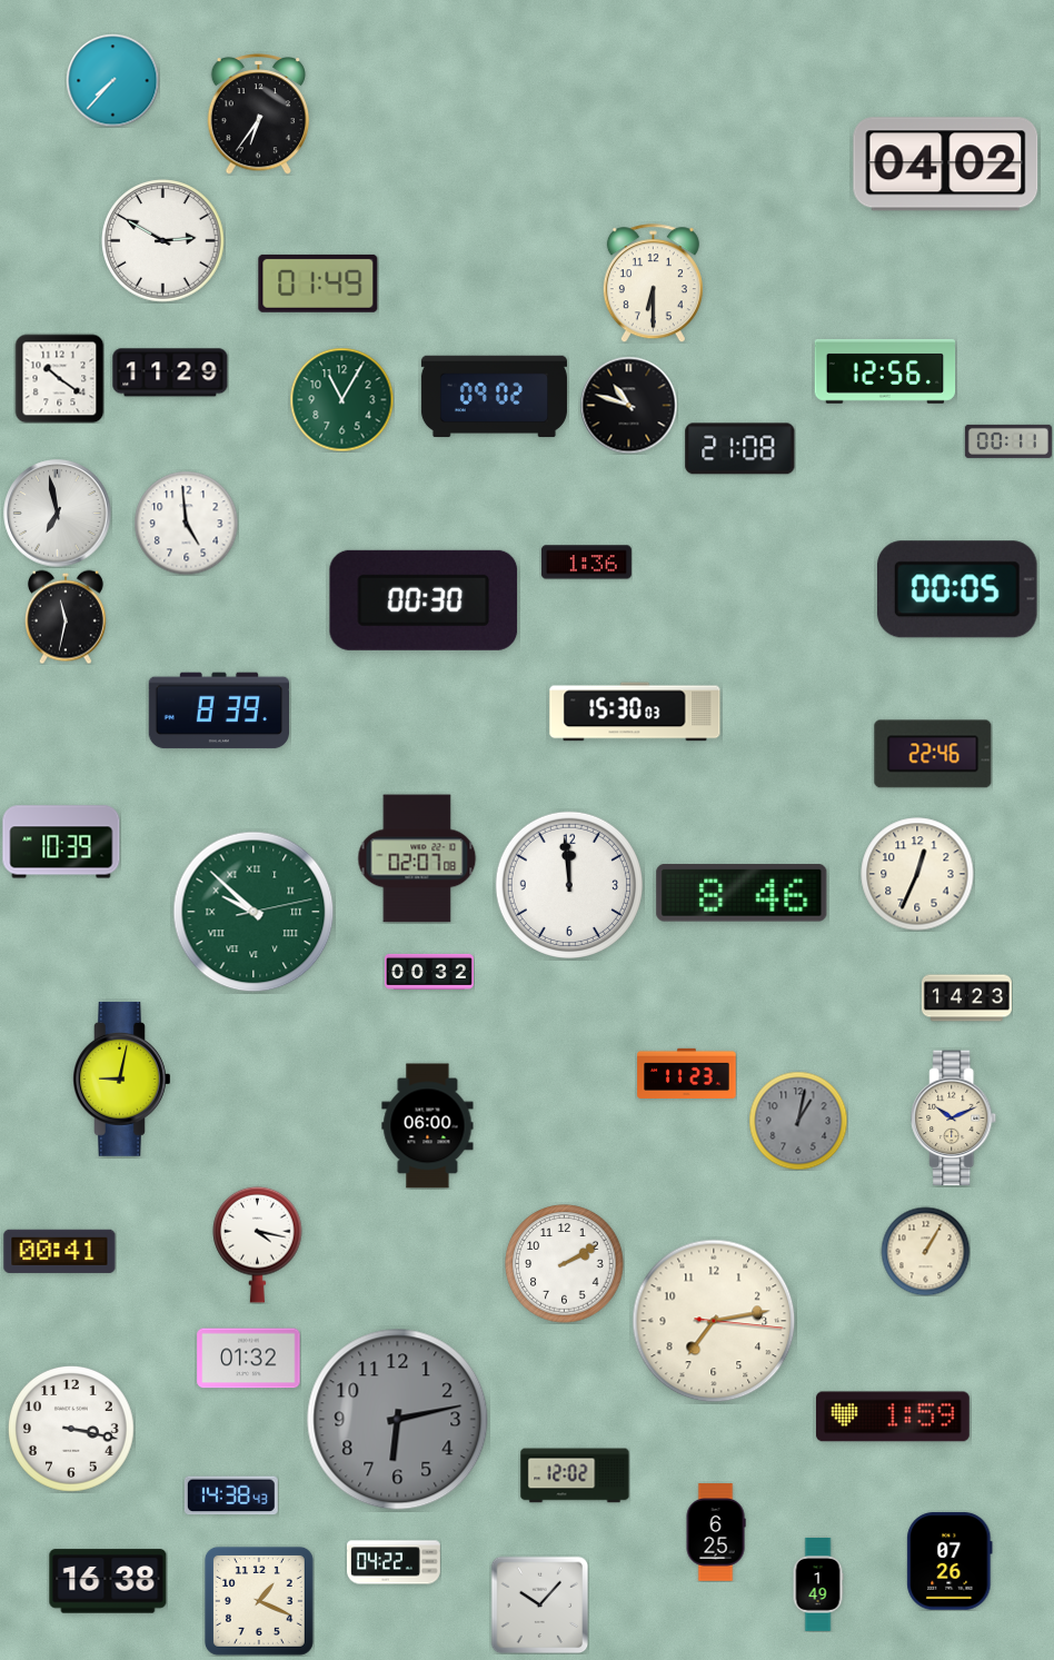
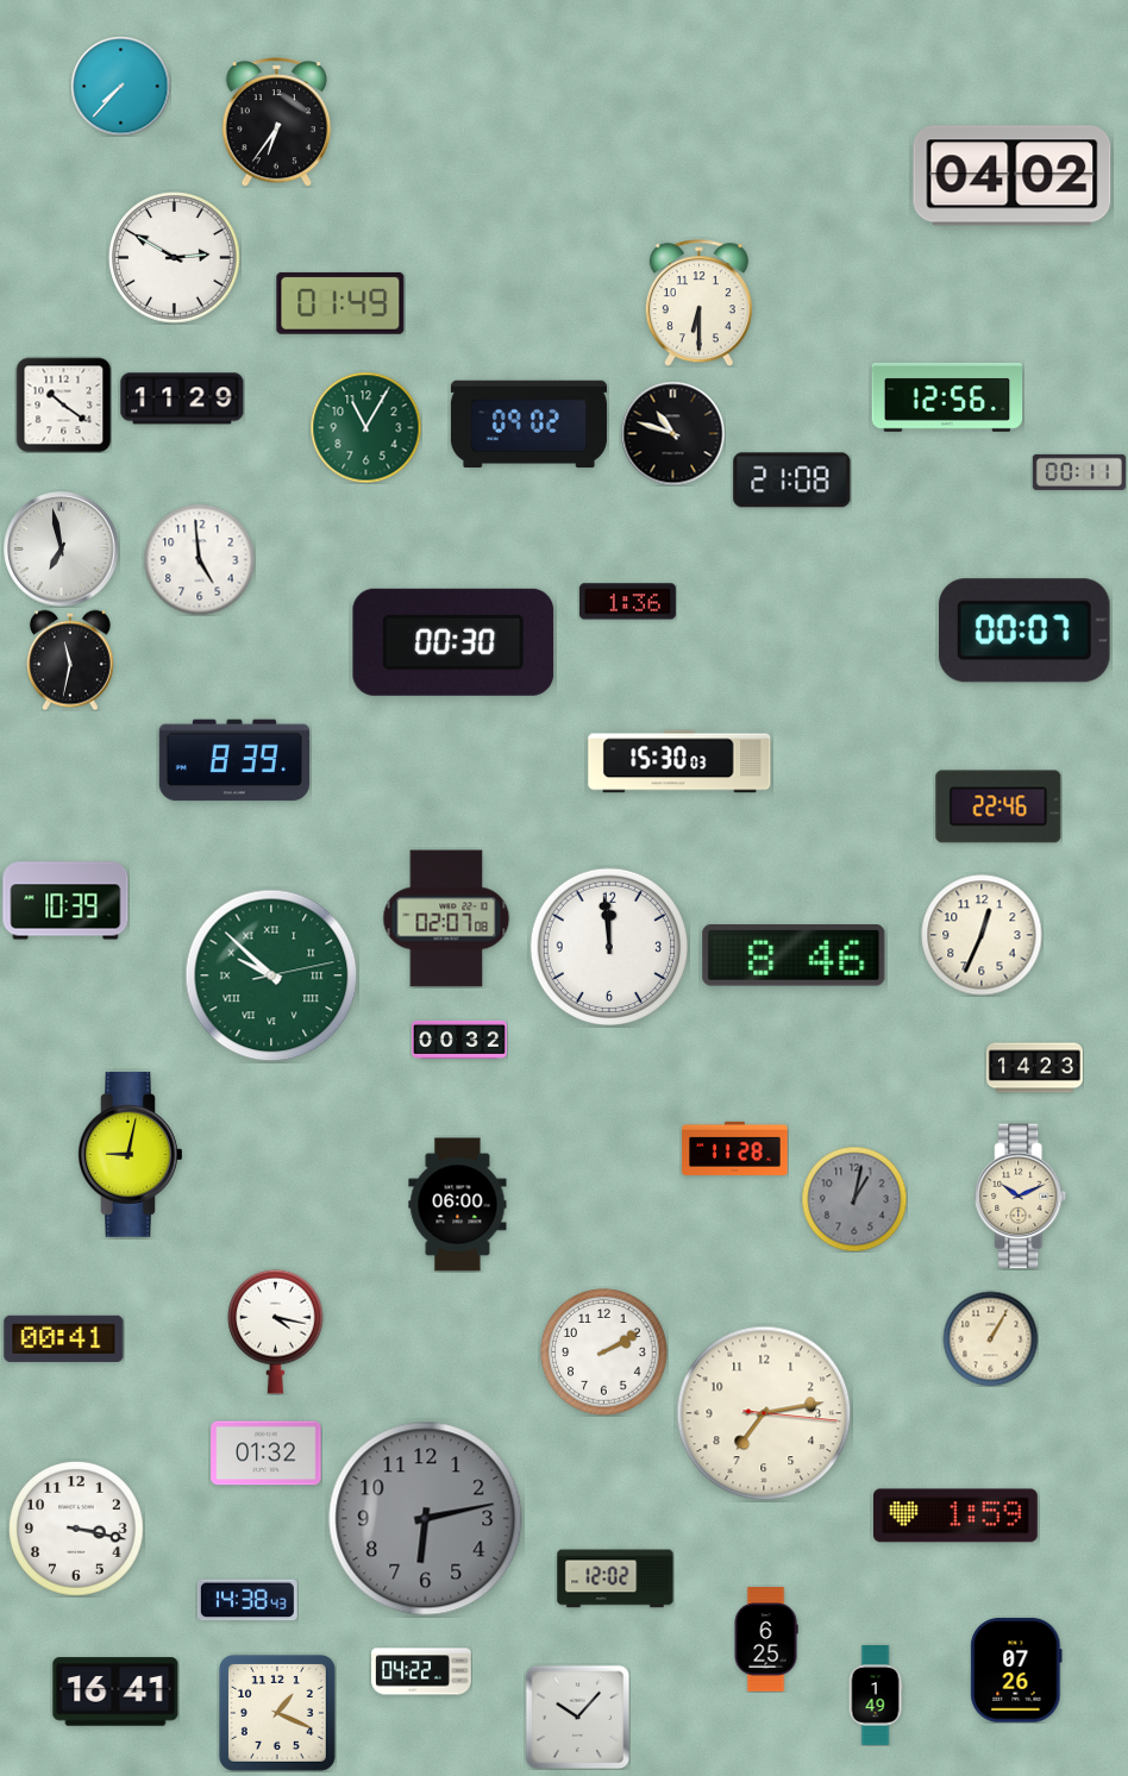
clock at (957, 589): 00:05 -> 00:07
clock at (687, 1073): 11:23 -> 11:28
clock at (108, 1581): 16:38 -> 16:41
